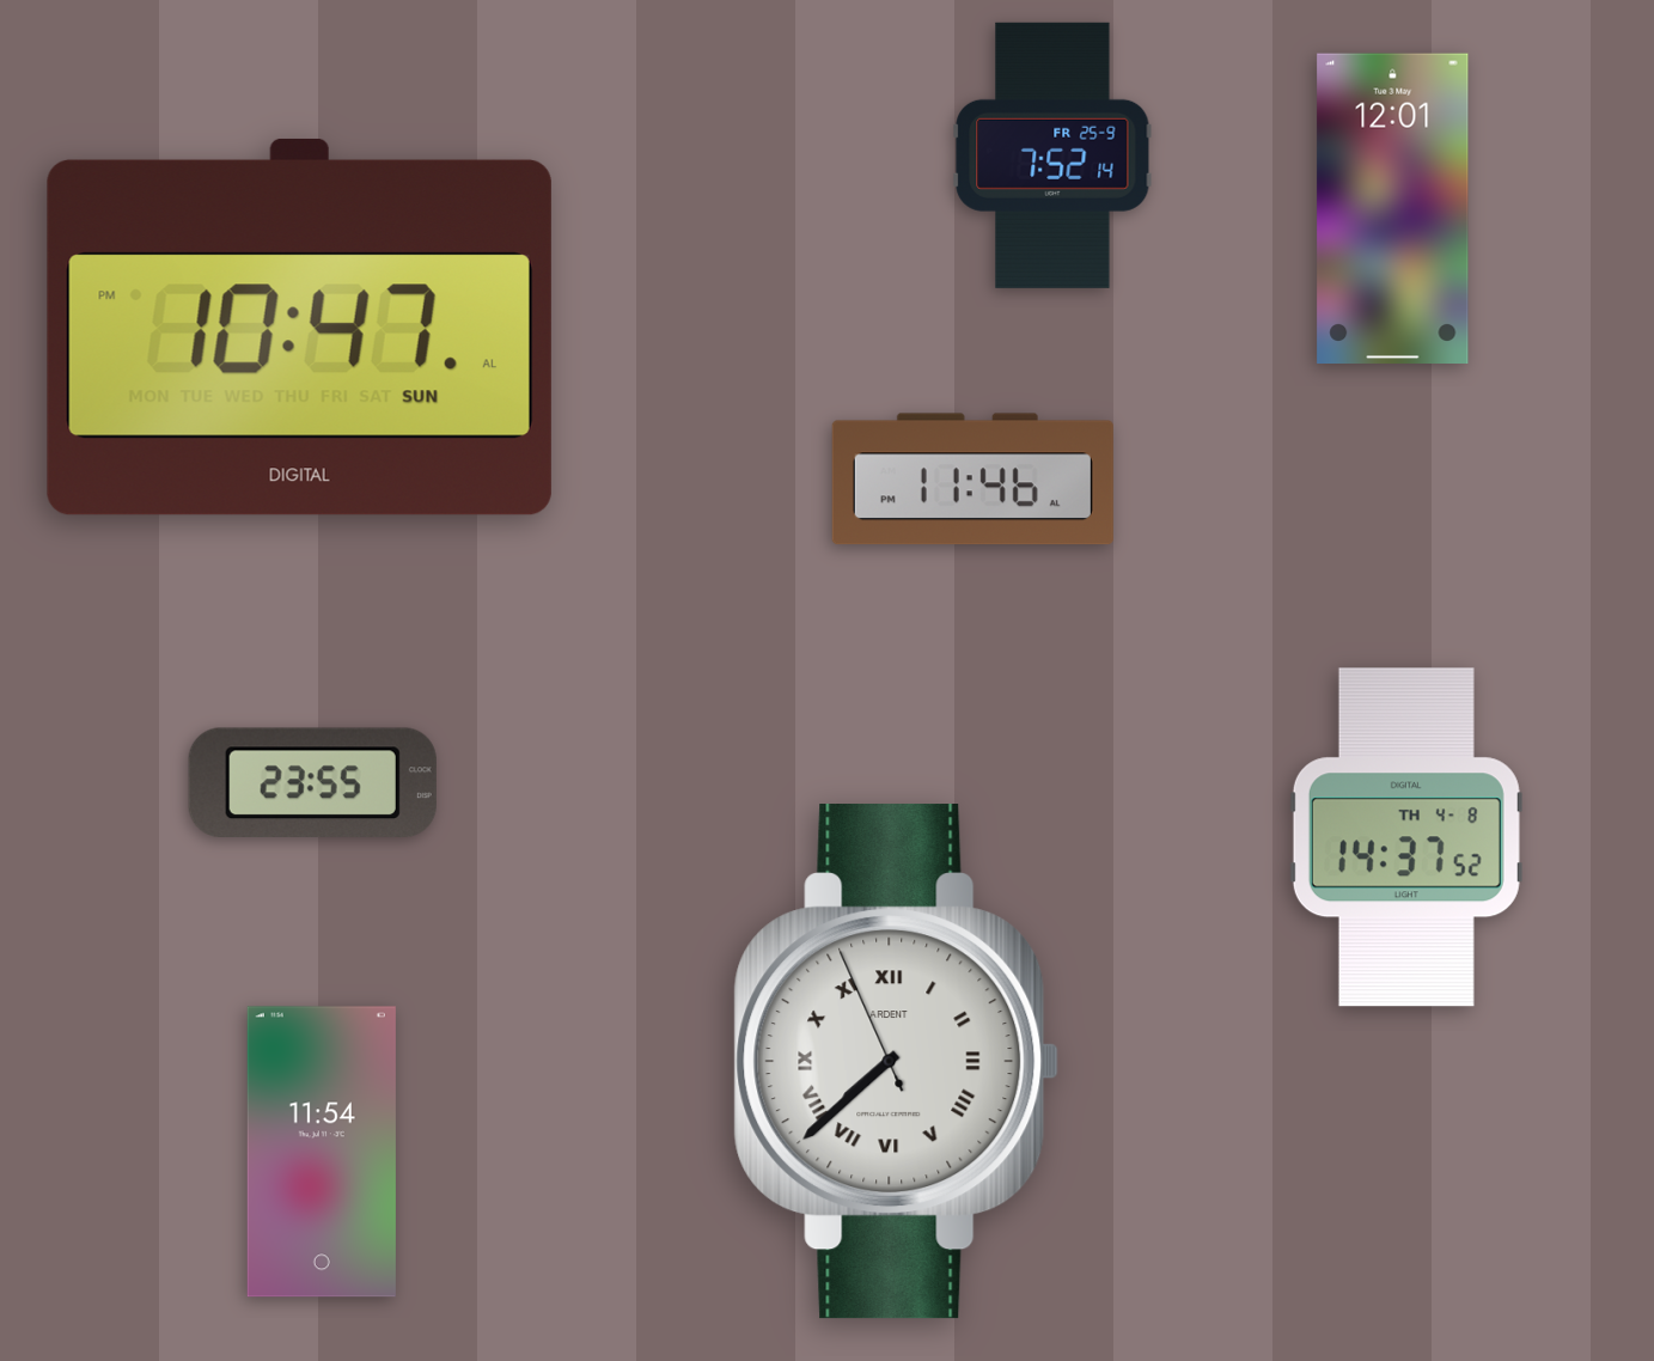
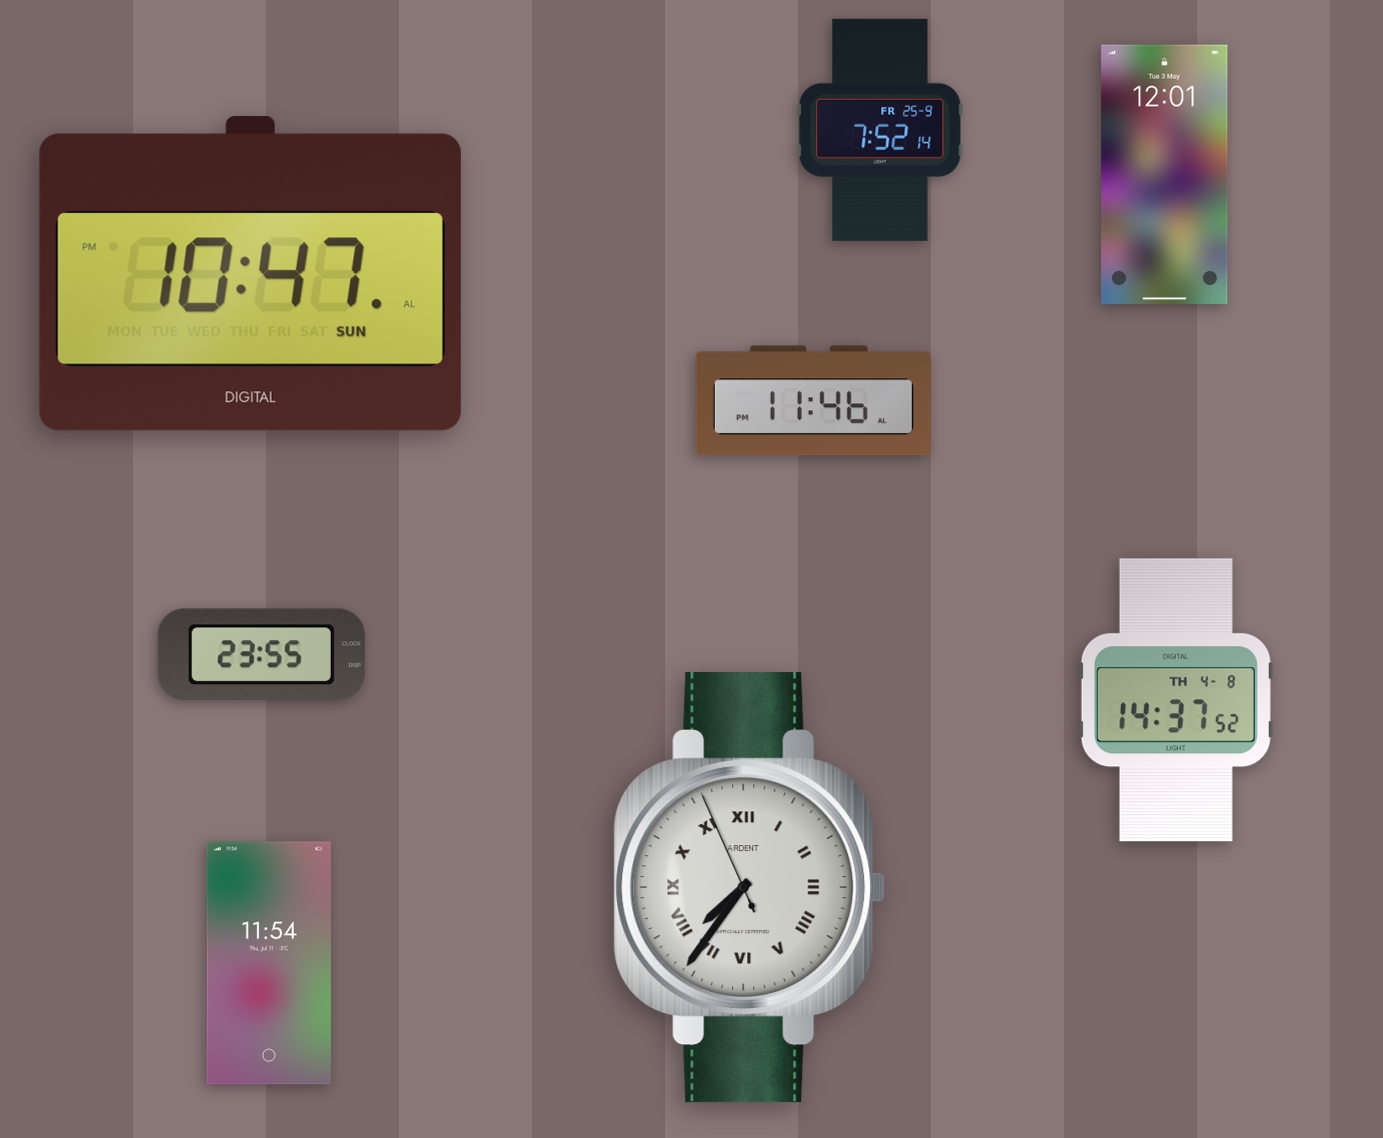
clock at (897, 1062): 7:37 -> 7:35
